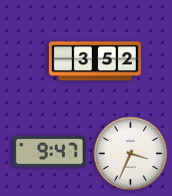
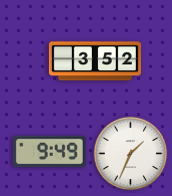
clock at (49, 152): 9:47 -> 9:49
clock at (131, 154): 3:34 -> 1:34
